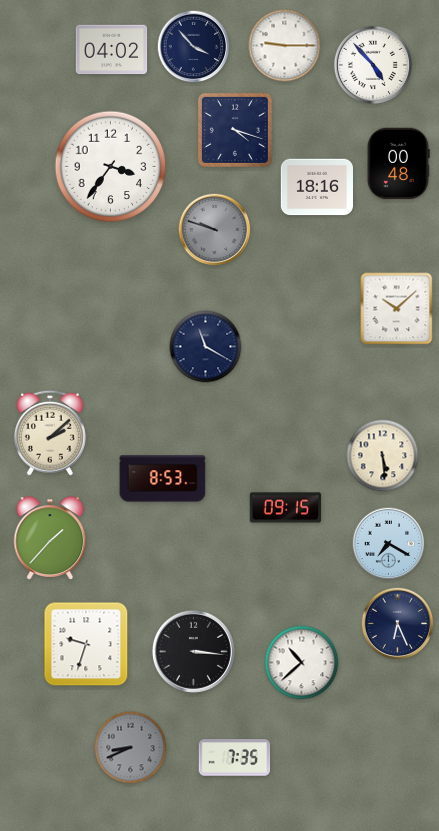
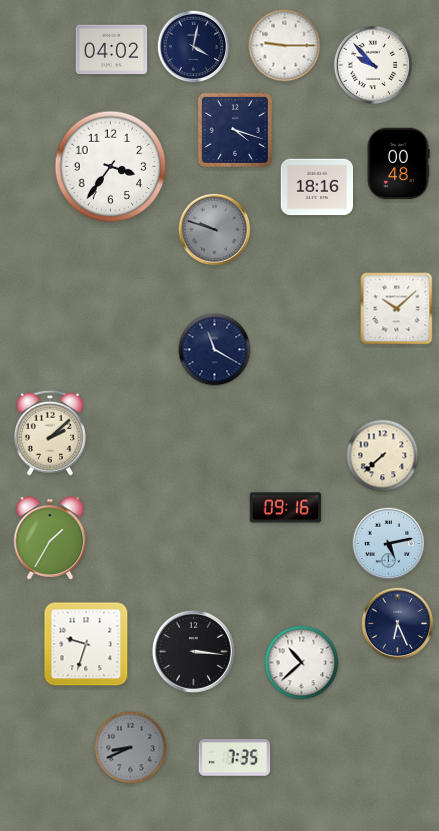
clock at (194, 47): 3:53 -> 4:02
clock at (373, 65): 4:53 -> 9:53
clock at (206, 347) position: (206, 347) -> (215, 350)
clock at (383, 456): 5:29 -> 7:38
clock at (163, 479): 8:53 -> none
clock at (286, 508): 09:15 -> 09:16
clock at (50, 538): 1:37 -> 1:35
clock at (389, 544): 7:20 -> 5:13
